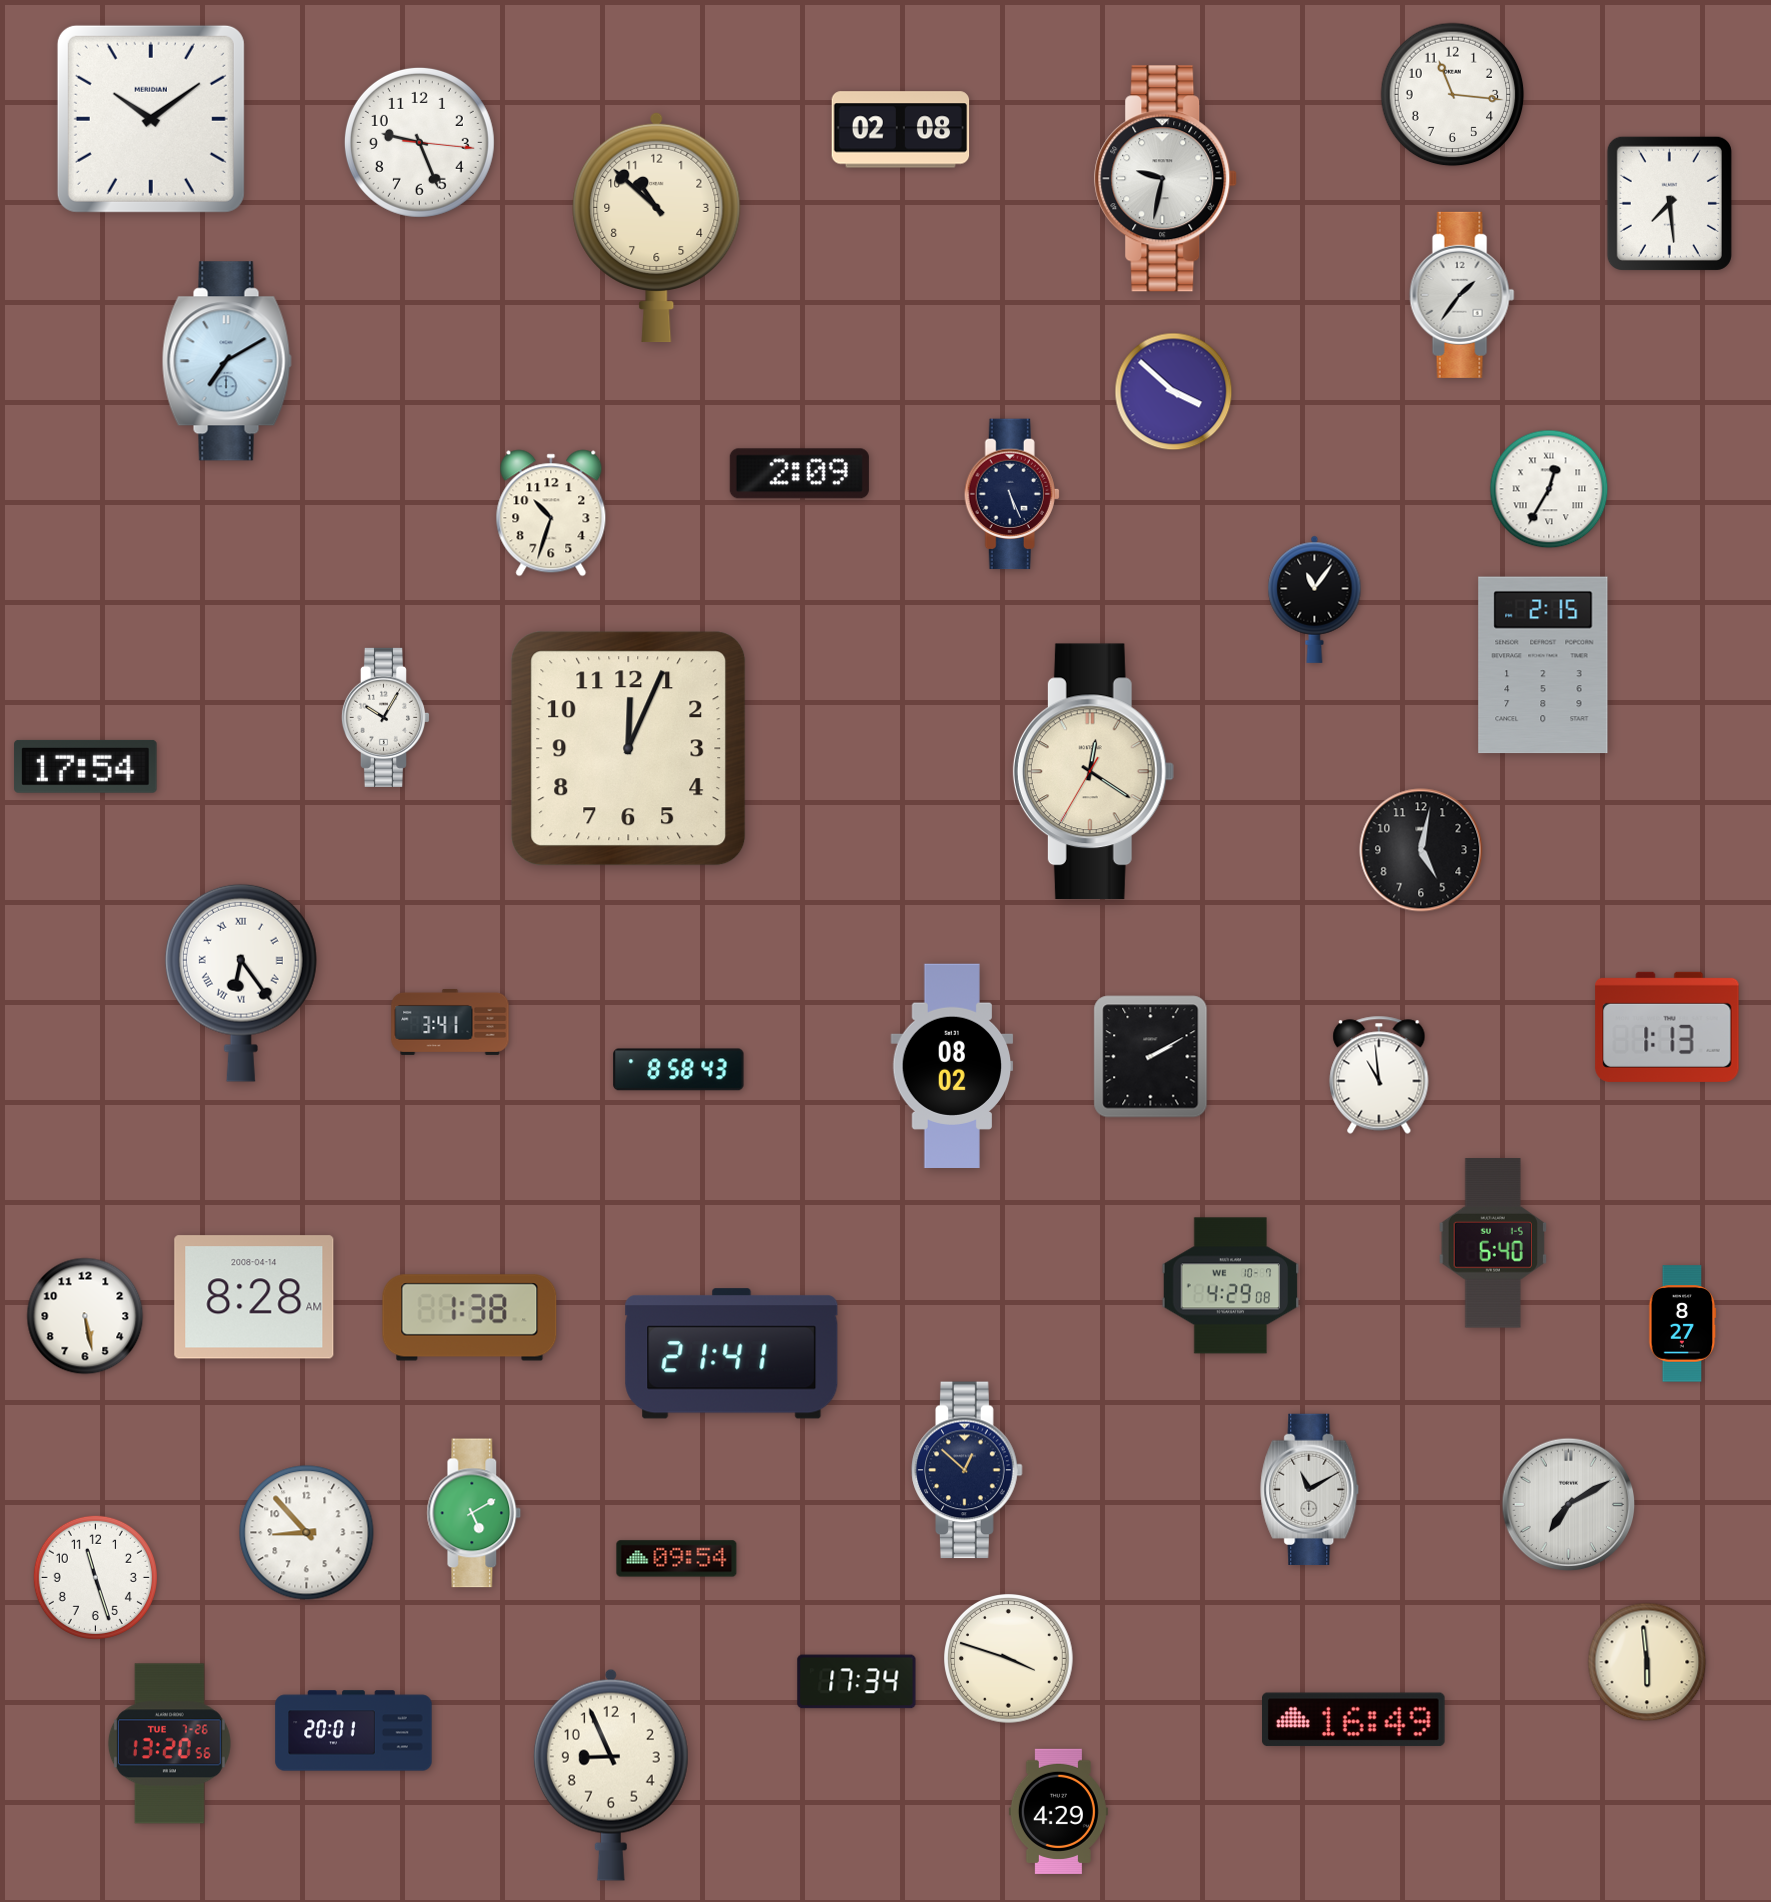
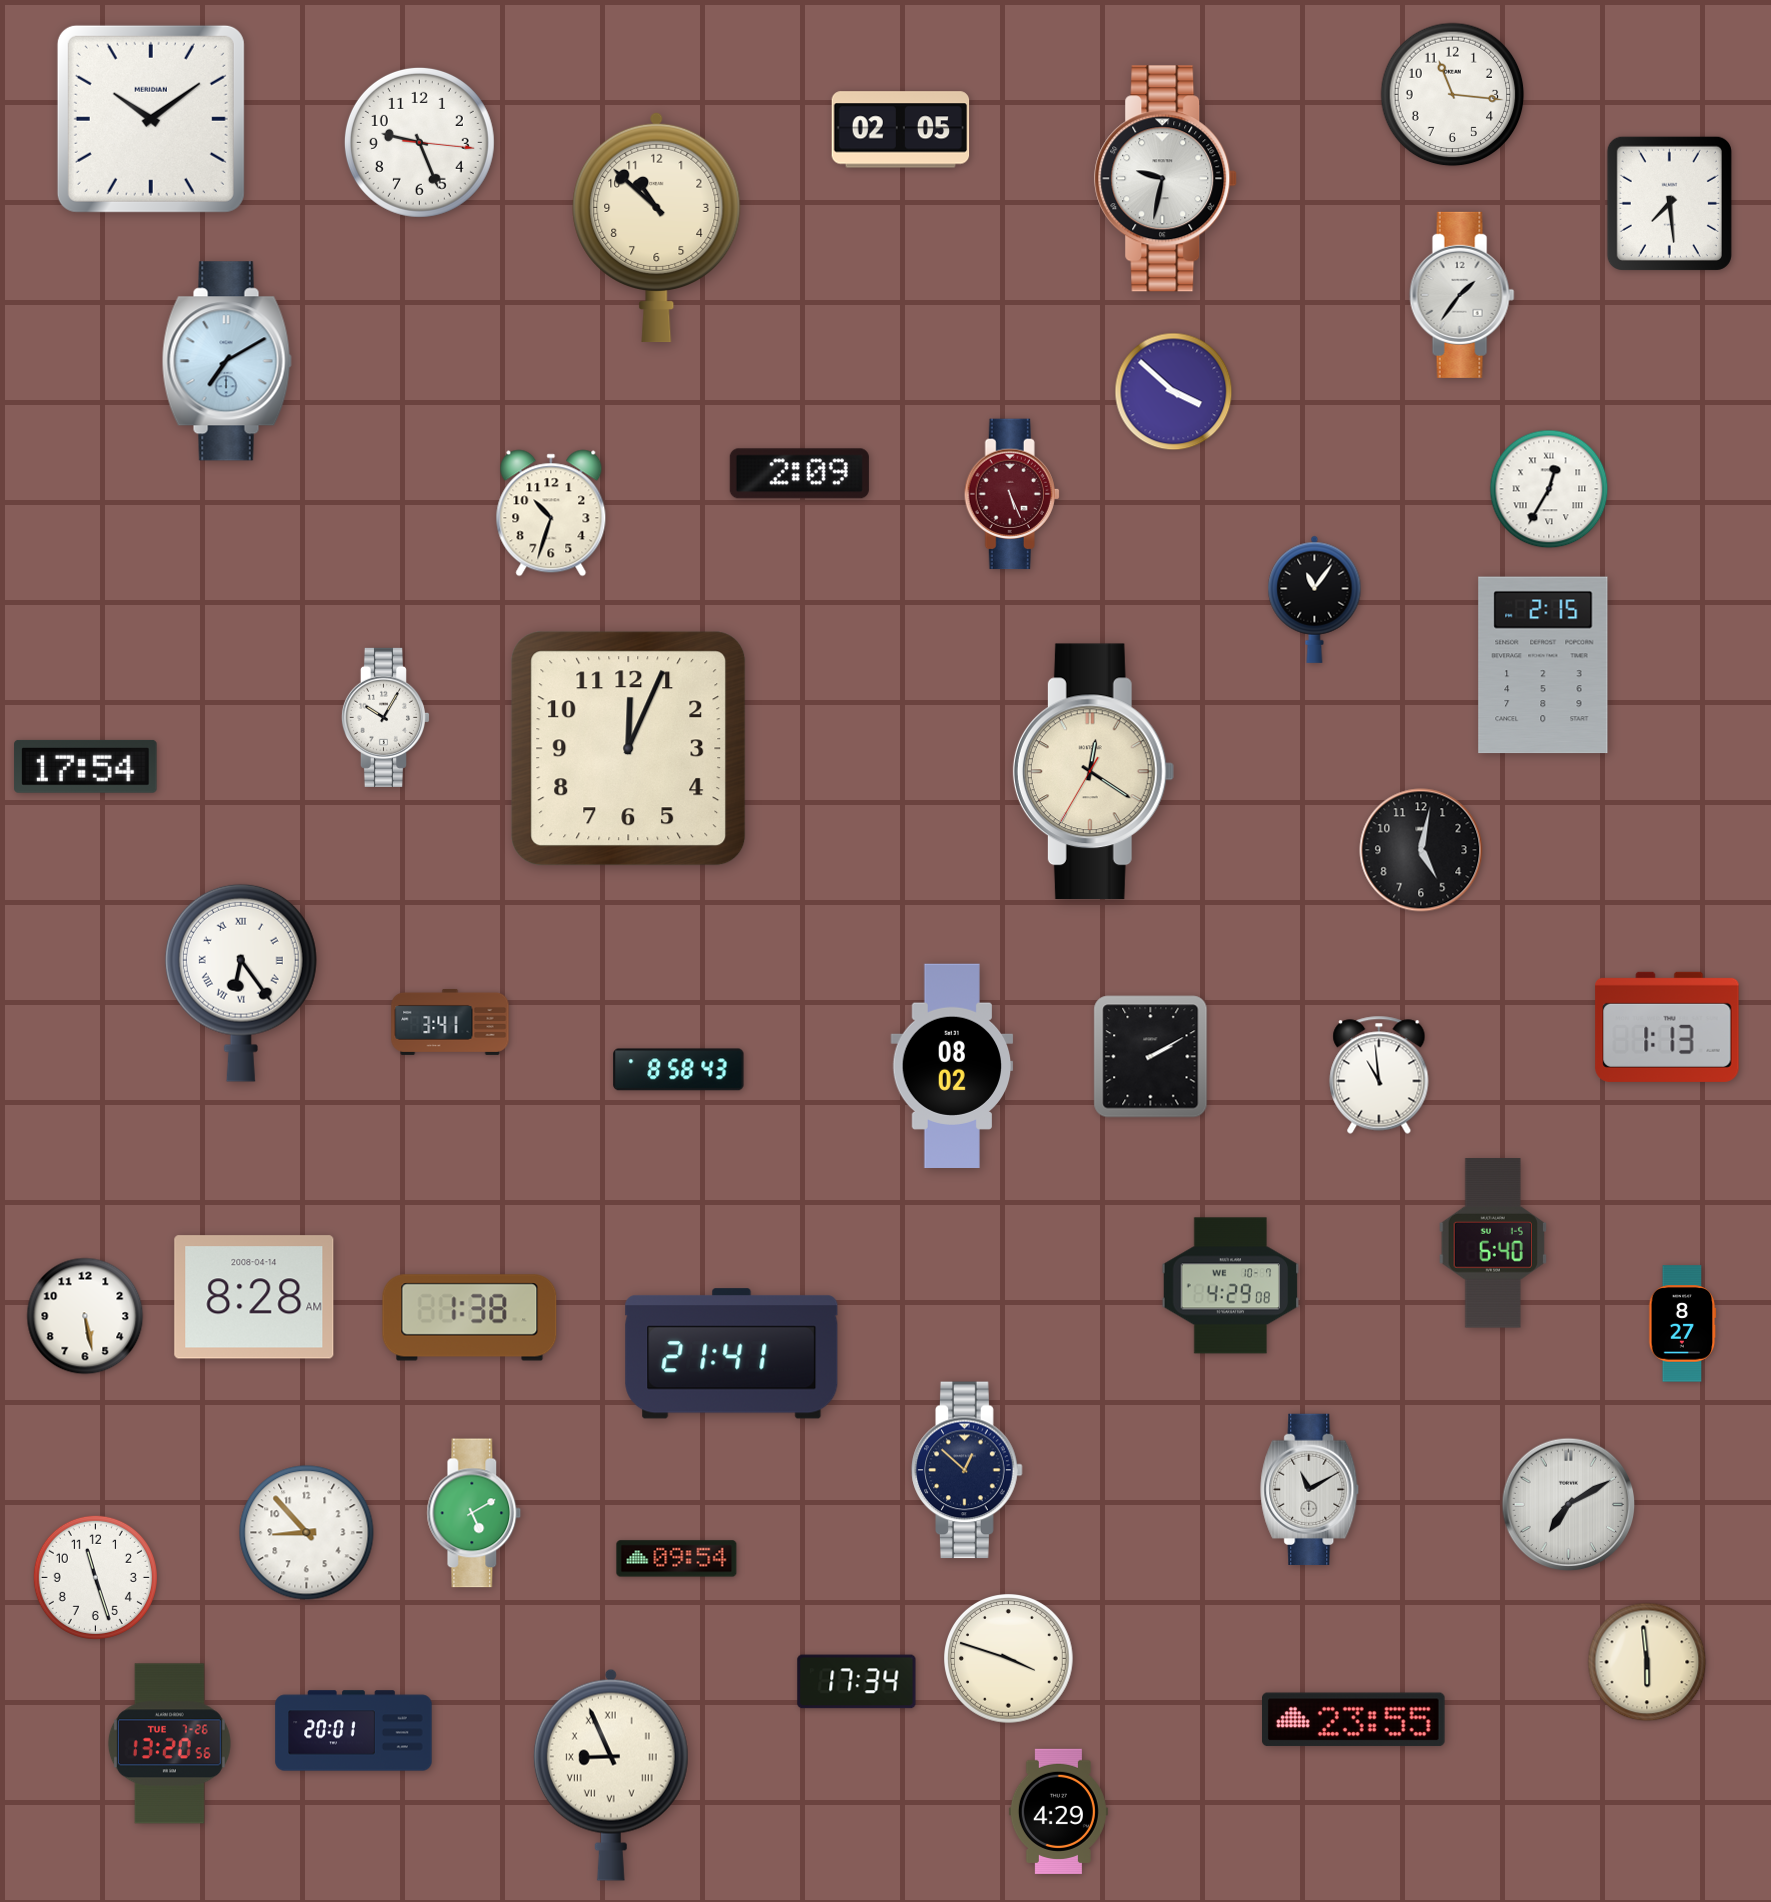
clock at (901, 130): 02:08 -> 02:05
clock at (1012, 494) dial: navy -> burgundy
clock at (1354, 1720): 16:49 -> 23:55
clock at (611, 1775) numerals: Arabic -> Roman
